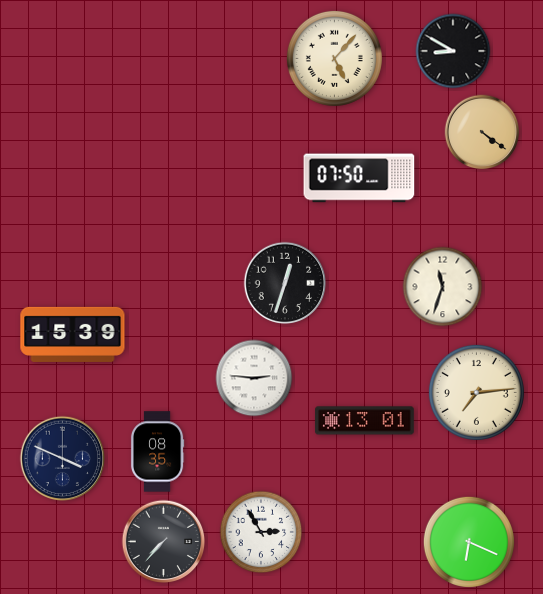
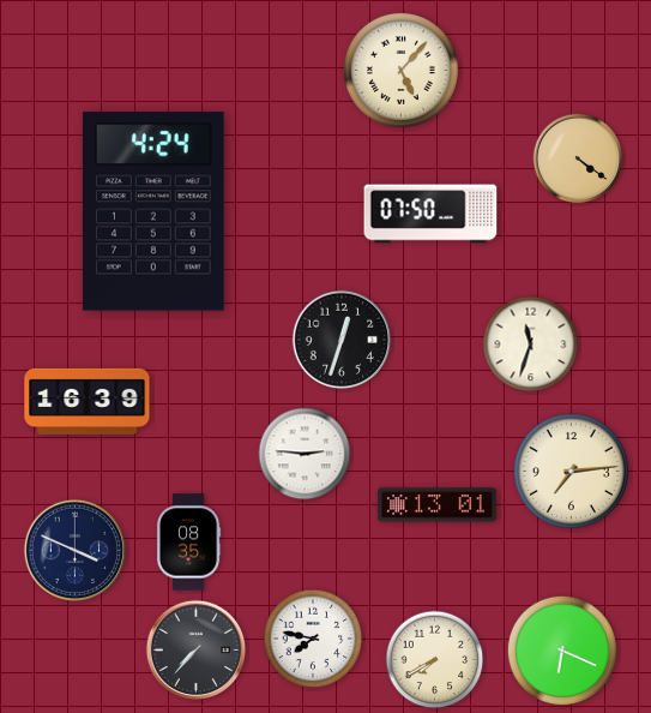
clock at (453, 51): 8:50 -> none
clock at (155, 211): none -> 4:24
clock at (73, 334): 15:39 -> 16:39
clock at (261, 532): 2:55 -> 7:47
clock at (435, 660): none -> 7:40
